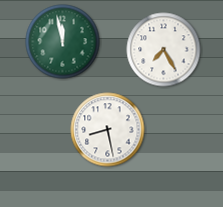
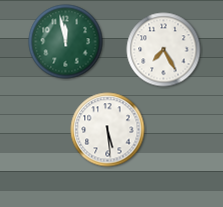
clock at (63, 42) position: (63, 42) -> (66, 42)
clock at (108, 130): 8:28 -> 5:29
